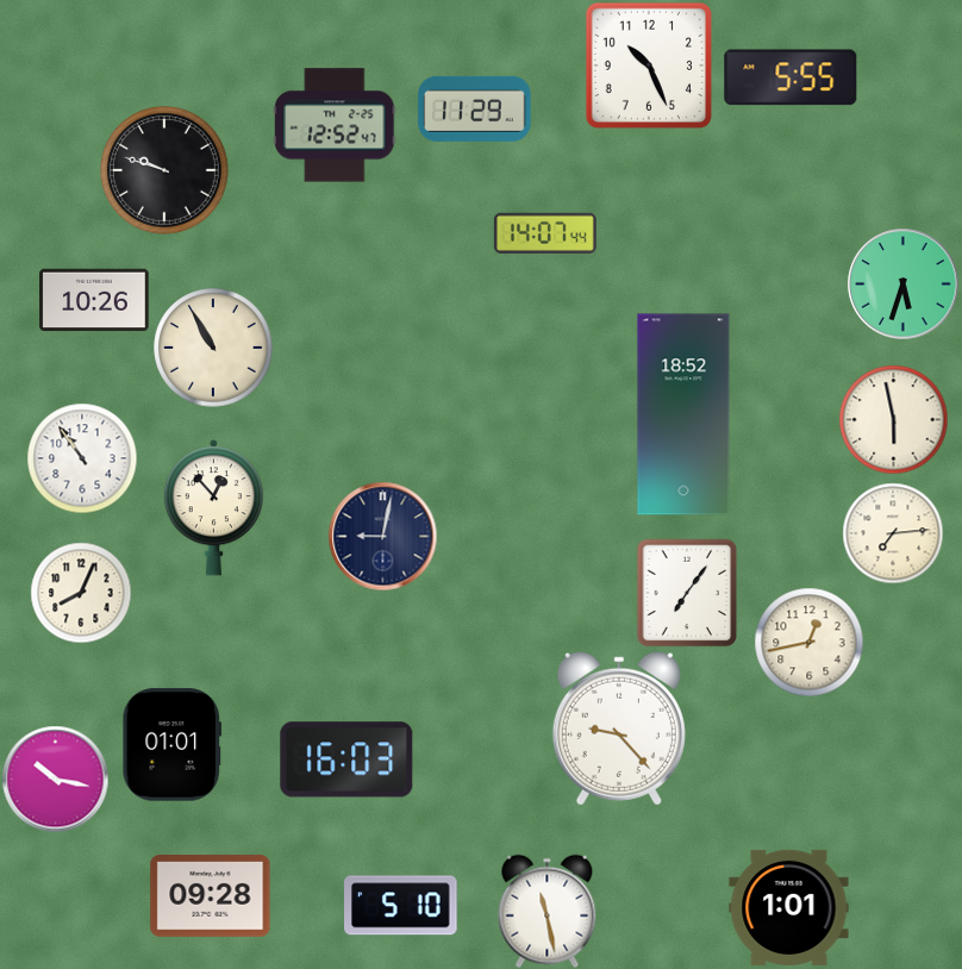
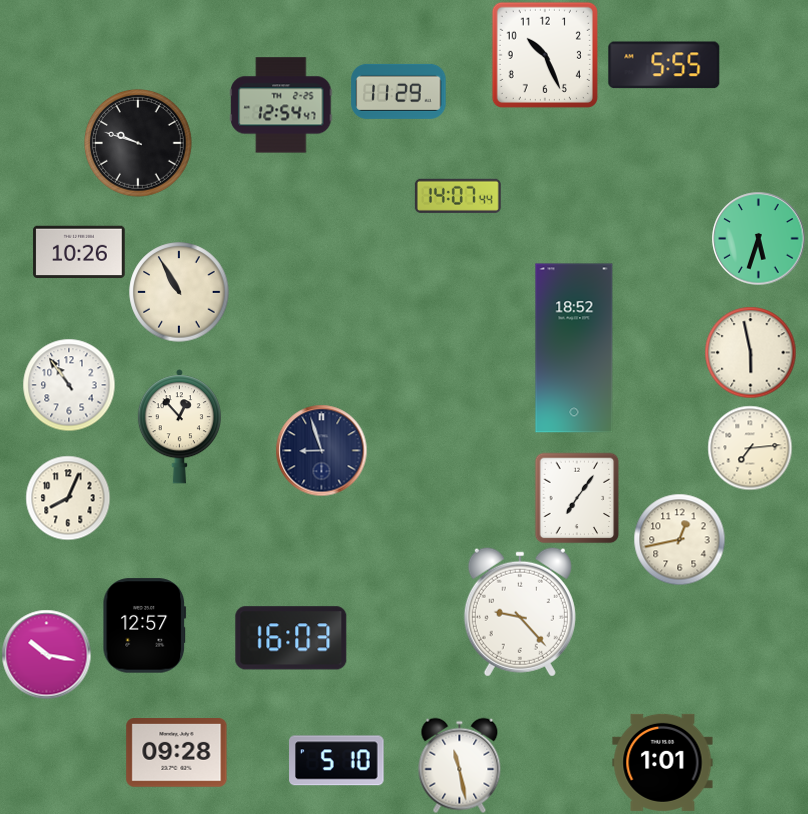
clock at (335, 125): 12:52 -> 12:54
clock at (382, 536): 9:02 -> 8:57
clock at (173, 745): 01:01 -> 12:57
